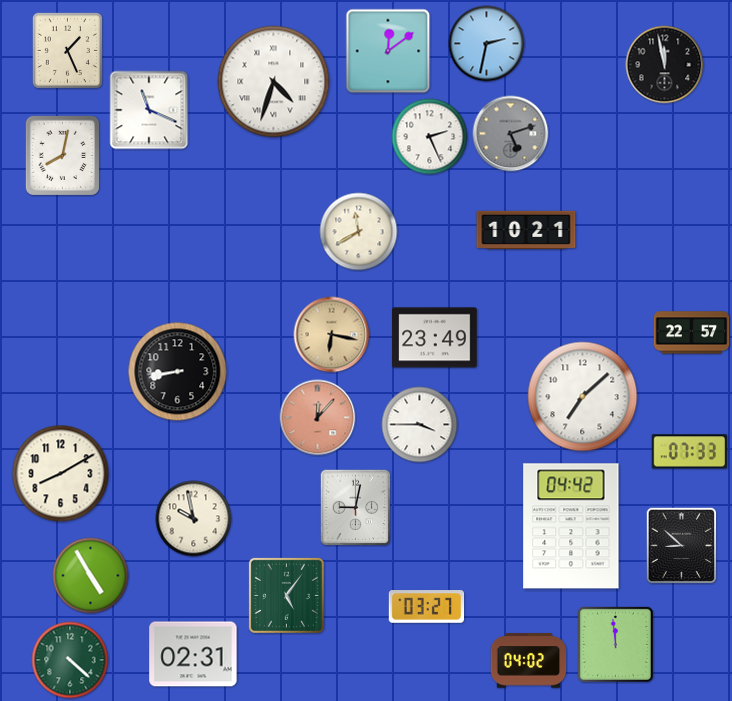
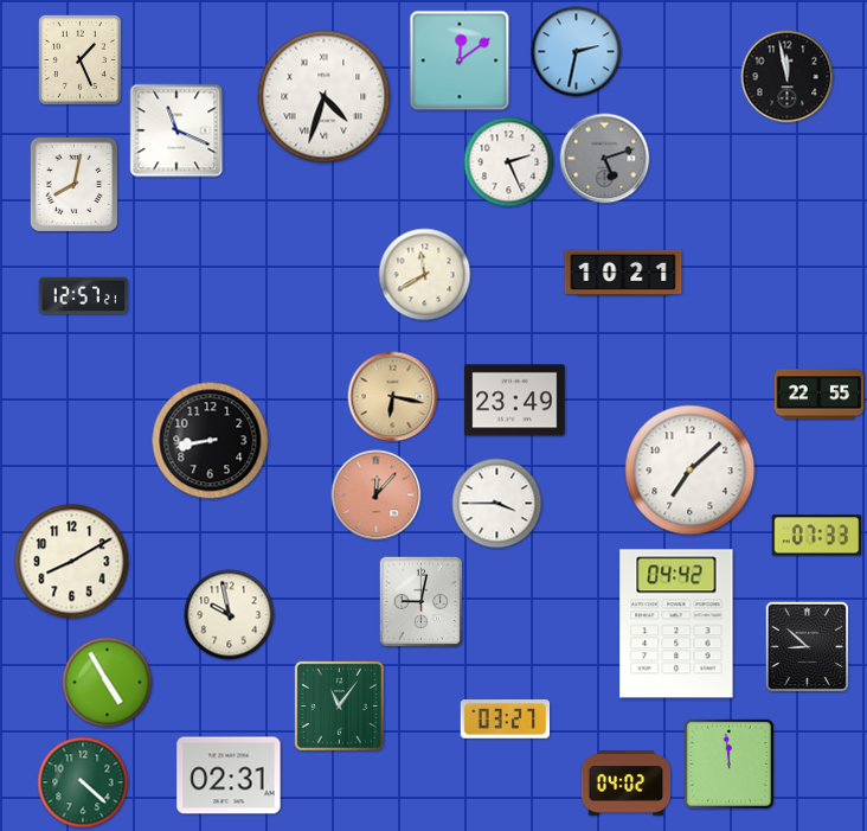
clock at (84, 295): none -> 12:57
clock at (692, 333): 22:57 -> 22:55
clock at (286, 595): 5:06 -> 11:06
